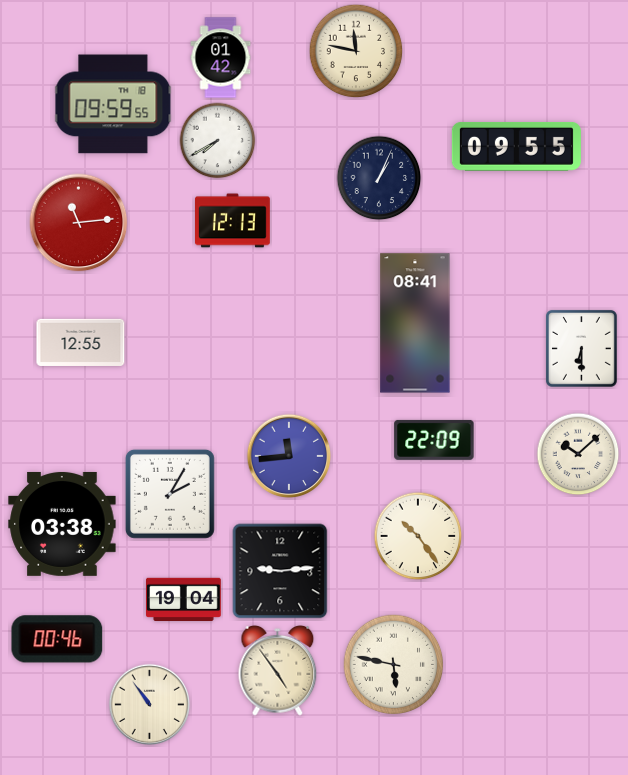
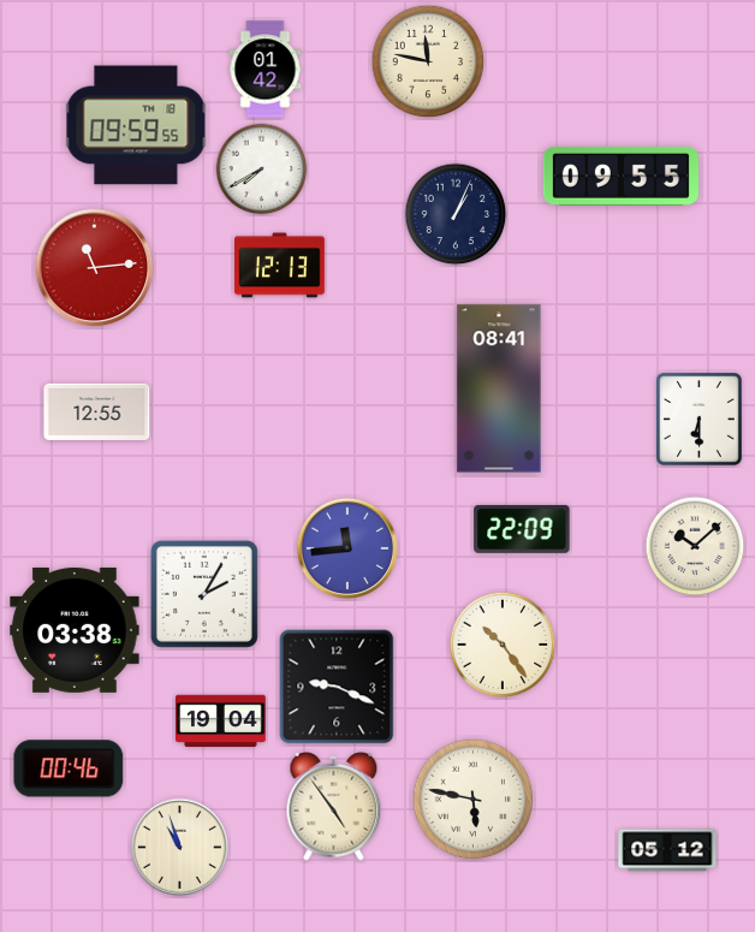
clock at (280, 571): 9:14 -> 9:19
clock at (150, 705): 10:54 -> 10:57
clock at (667, 850): none -> 05:12
